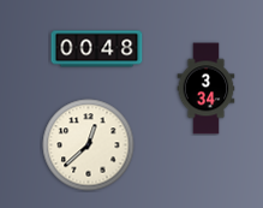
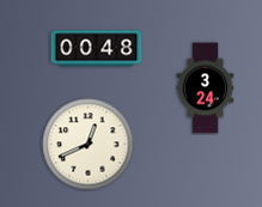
clock at (207, 89): 3:34 -> 3:24
clock at (89, 145): 12:38 -> 12:41
